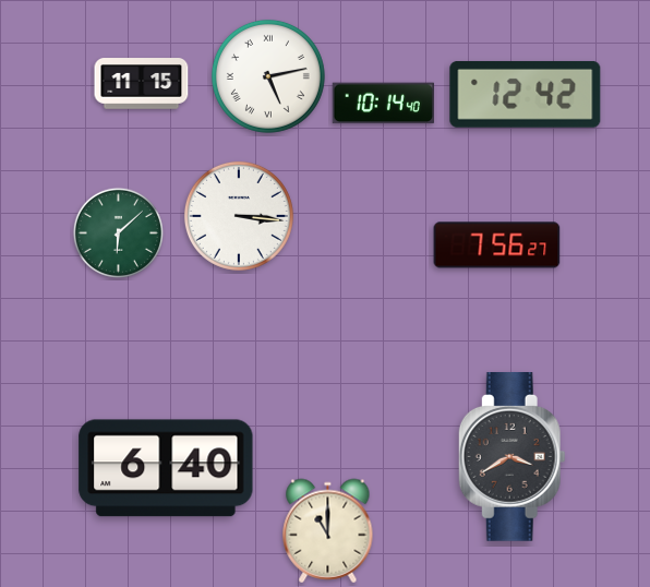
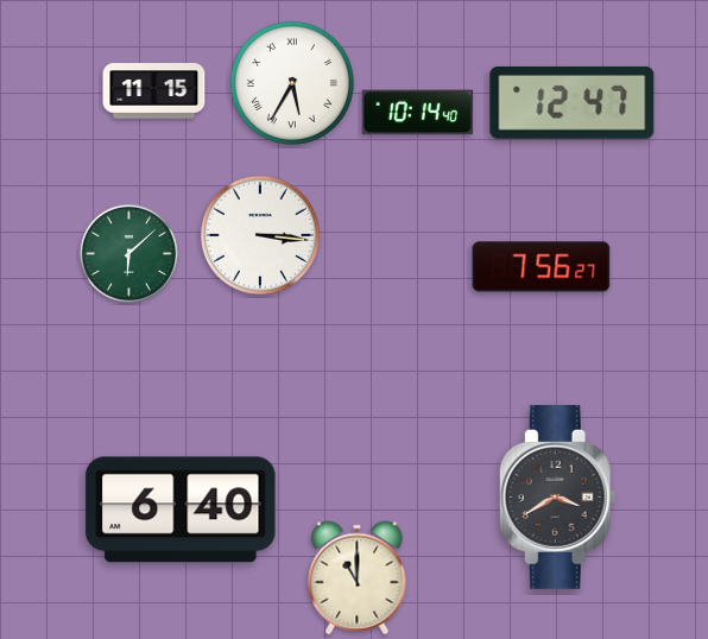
clock at (268, 76): 5:13 -> 5:35
clock at (526, 94): 12:42 -> 12:47
